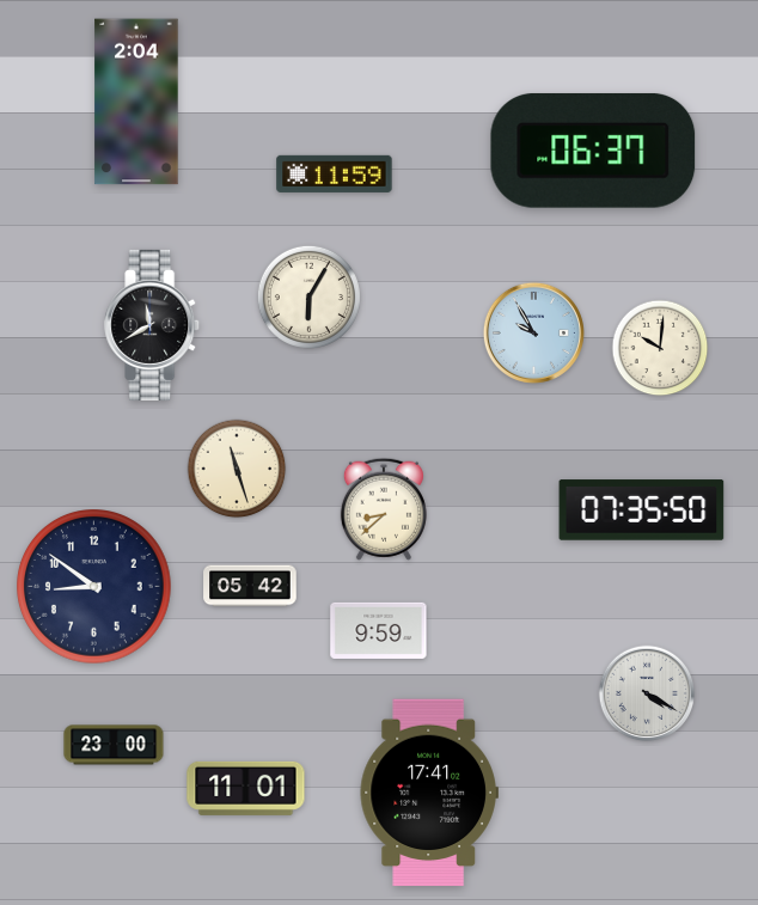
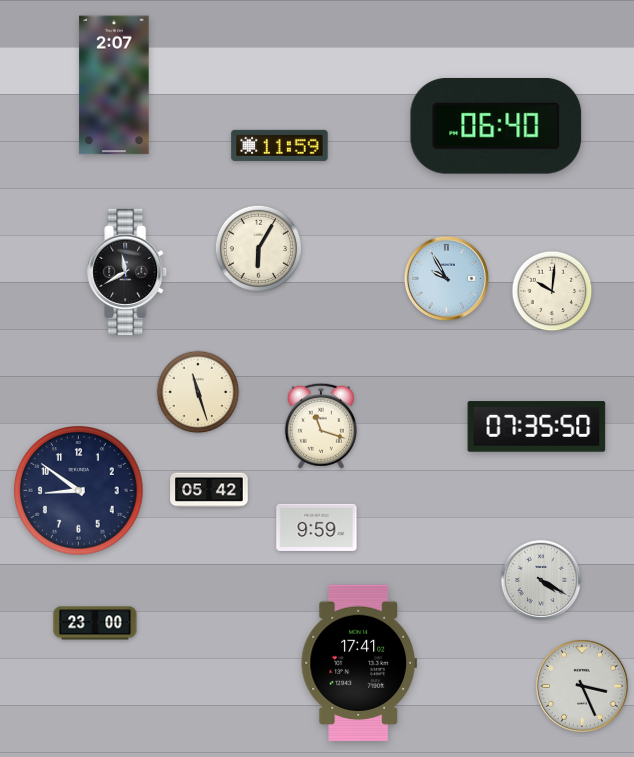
clock at (136, 102): 2:04 -> 2:07
clock at (593, 151): 06:37 -> 06:40
clock at (384, 509): 8:38 -> 11:18
clock at (246, 788): 11:01 -> none
clock at (582, 686): none -> 3:26
